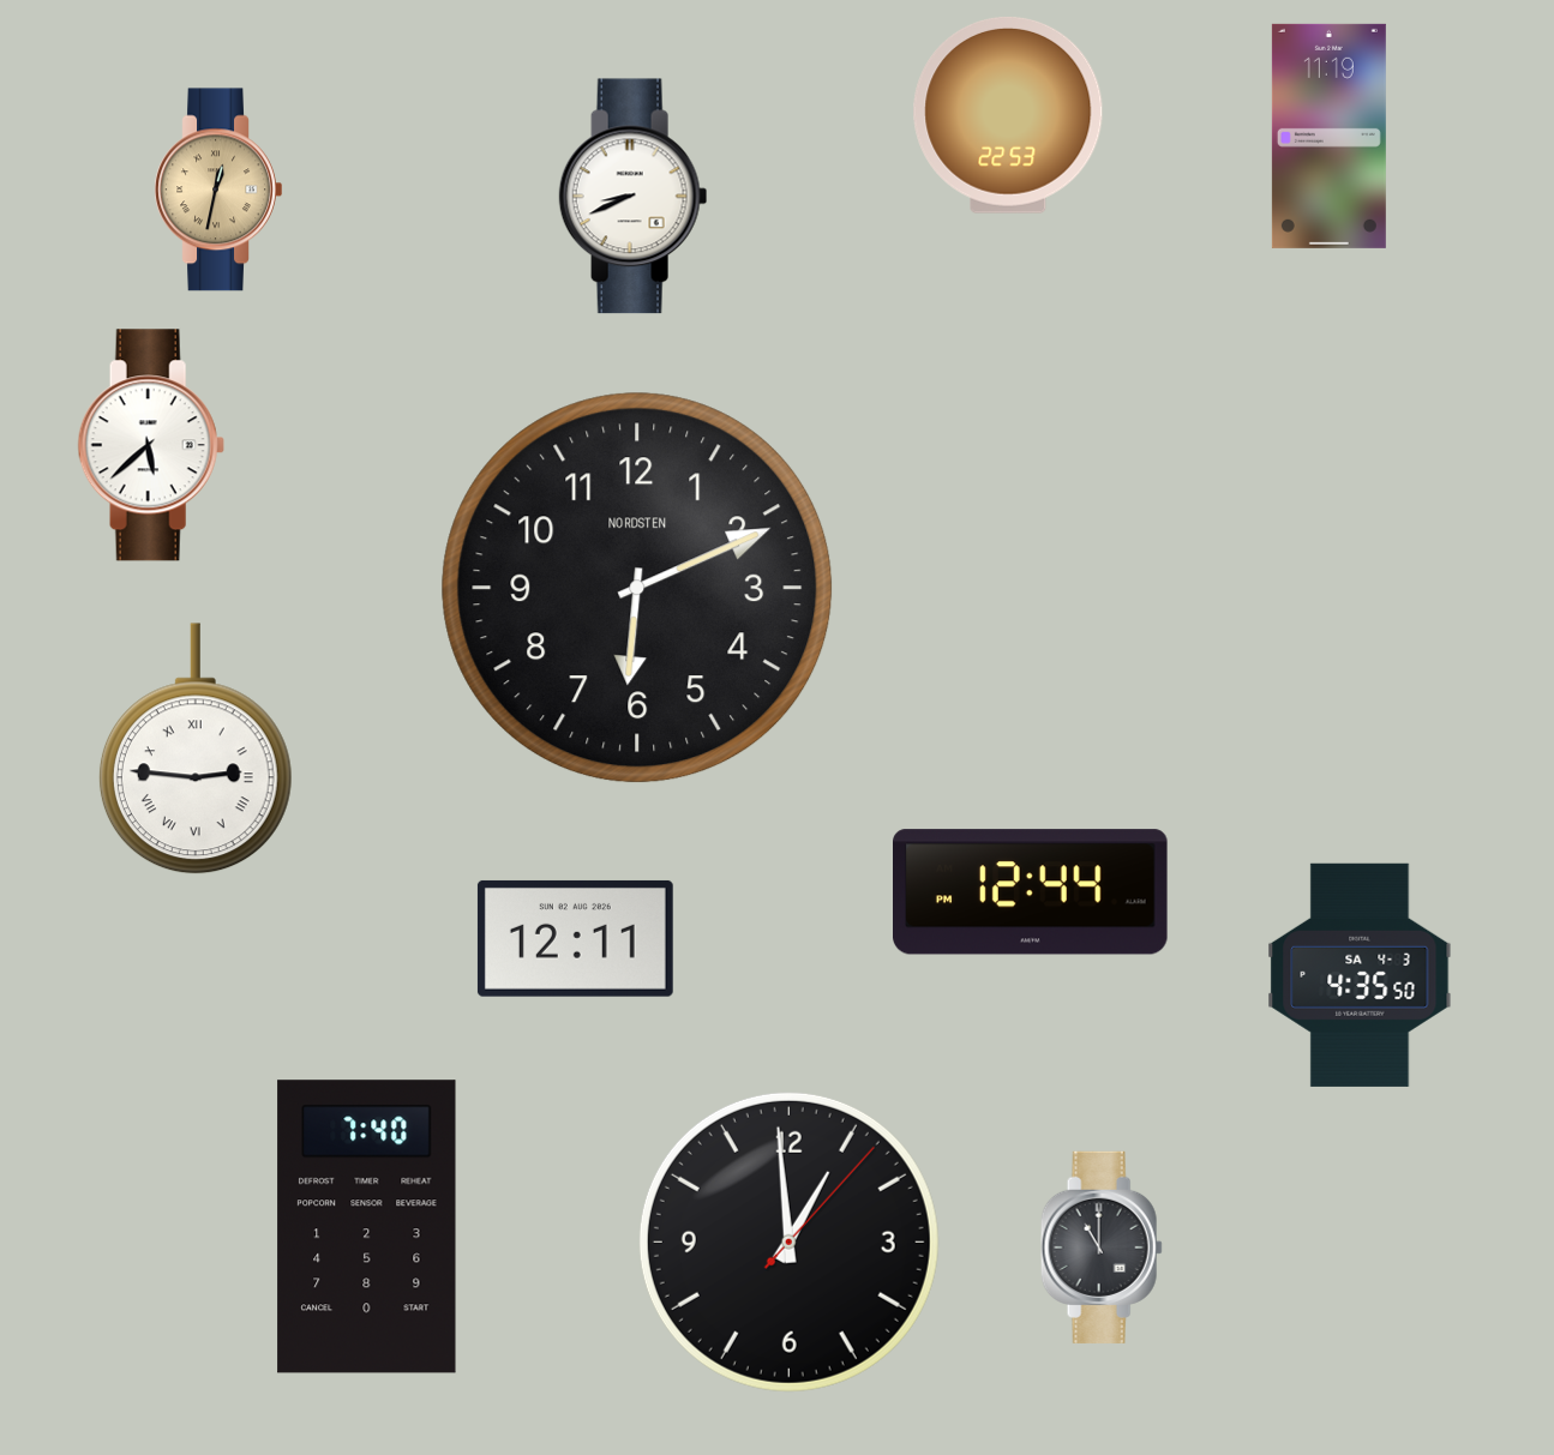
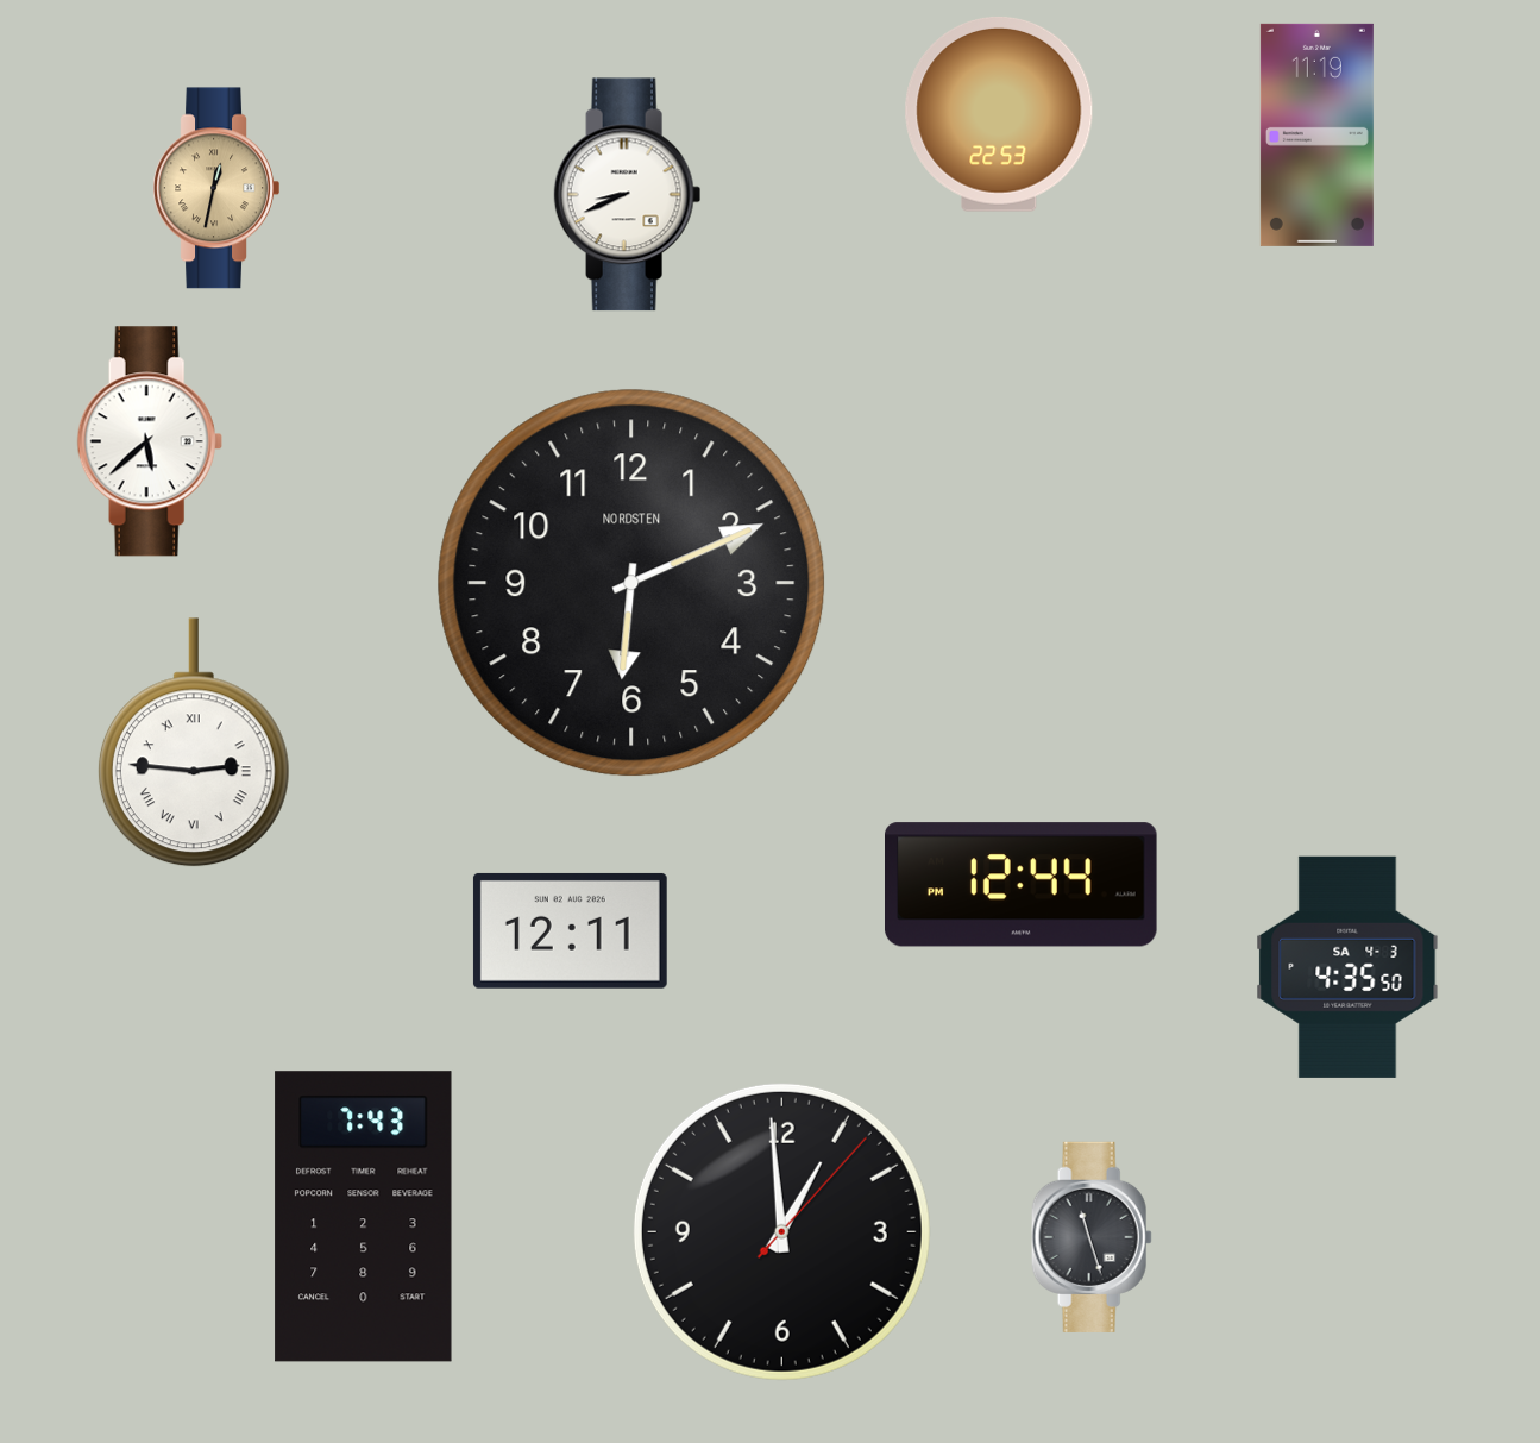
clock at (367, 1227): 7:40 -> 7:43
clock at (1102, 1247): 11:00 -> 11:27
